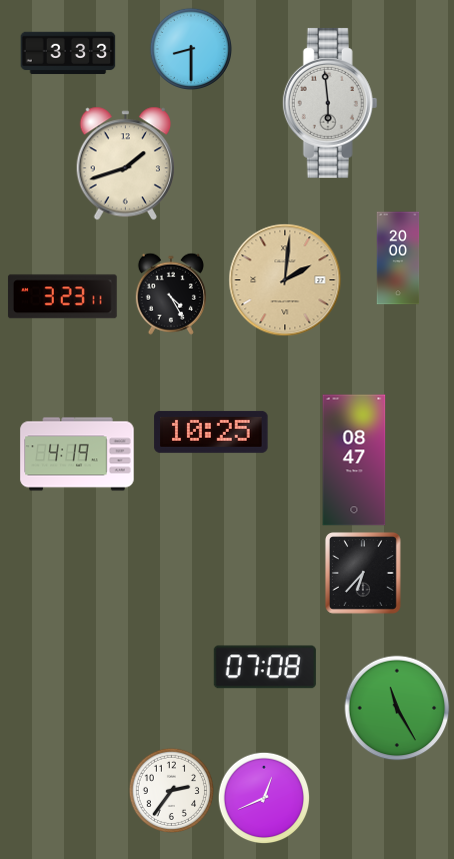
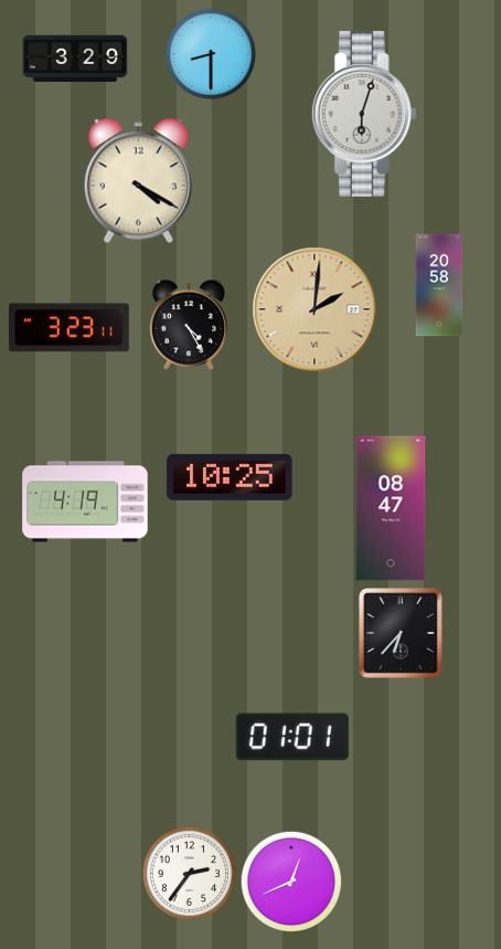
clock at (68, 53): 3:33 -> 3:29
clock at (330, 103): 5:59 -> 6:03
clock at (125, 164): 1:42 -> 4:20
clock at (398, 258): 20:00 -> 20:58
clock at (211, 432) position: (211, 432) -> (230, 477)
clock at (265, 667): 07:08 -> 01:01
clock at (397, 708): 11:25 -> none
